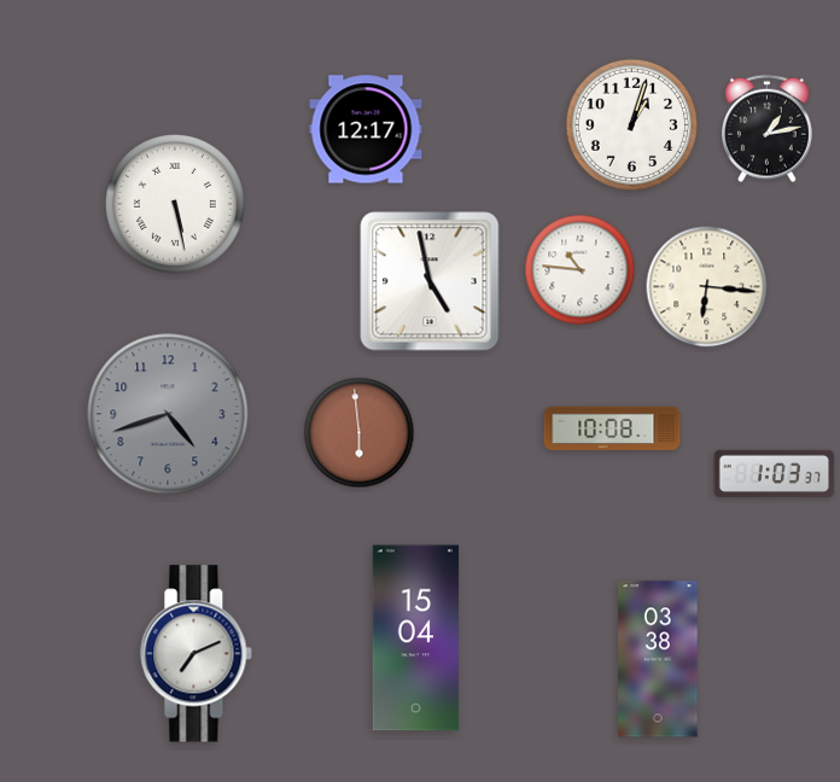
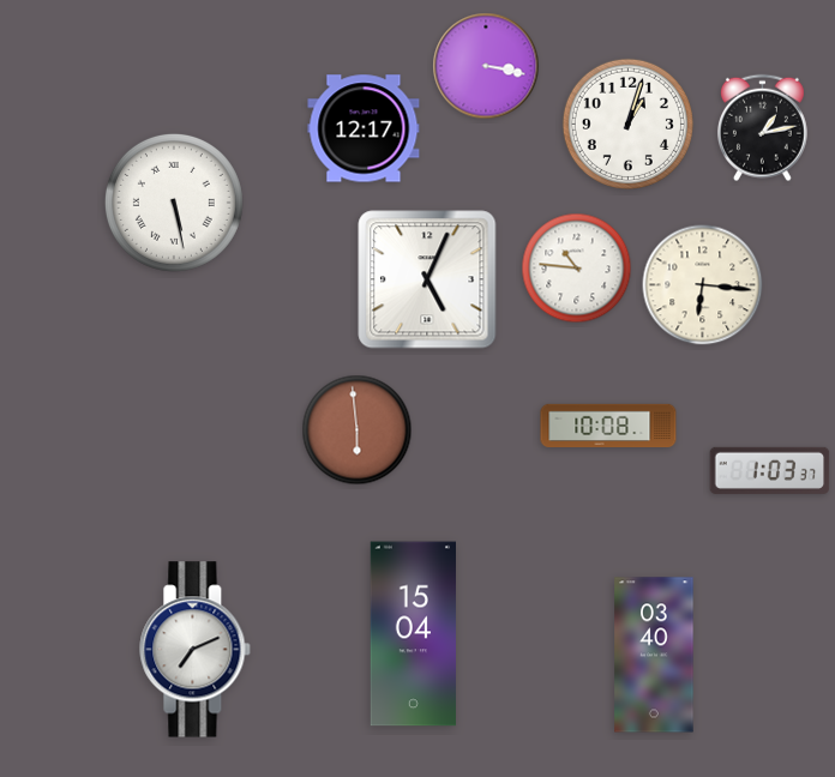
clock at (486, 66): none -> 3:17
clock at (430, 281): 4:58 -> 5:04
clock at (168, 414): 4:42 -> none
clock at (658, 659): 03:38 -> 03:40
